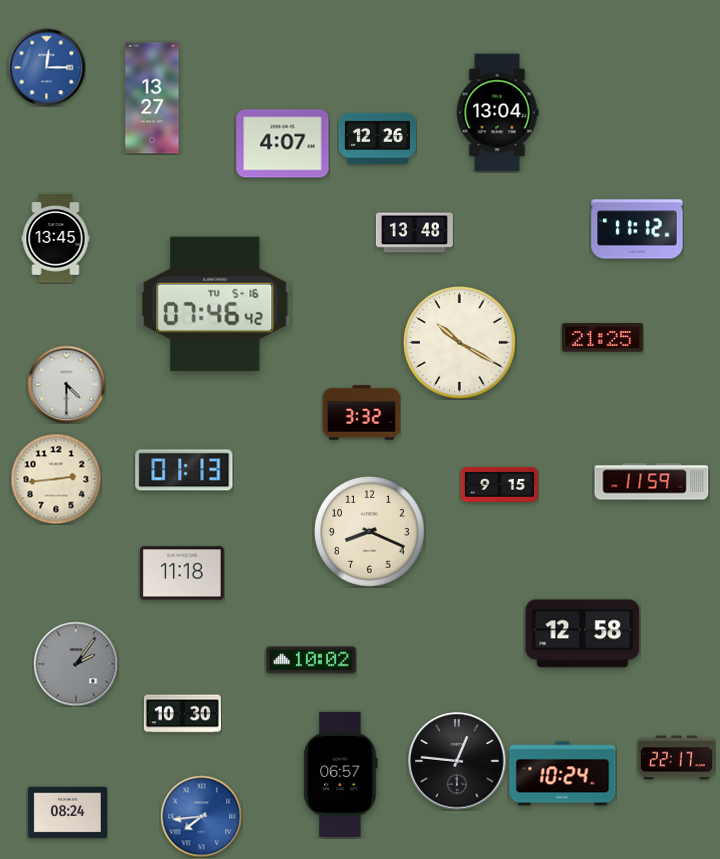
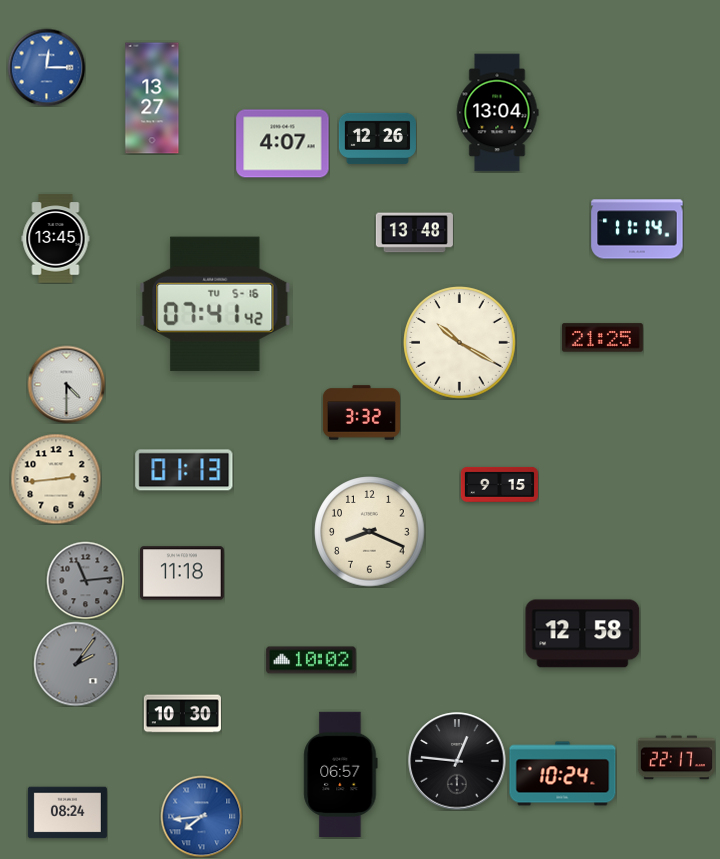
clock at (637, 229): 11:12 -> 11:14
clock at (215, 304): 07:46 -> 07:41
clock at (652, 482): 11:59 -> none
clock at (85, 580): none -> 11:14
